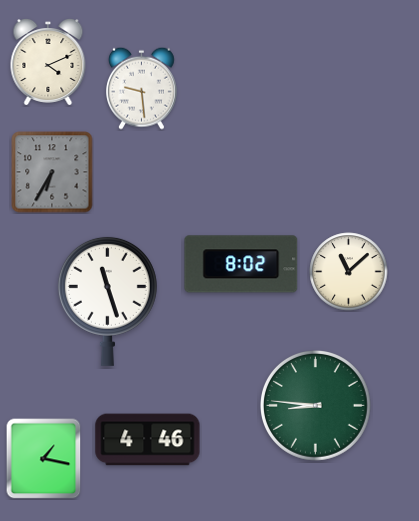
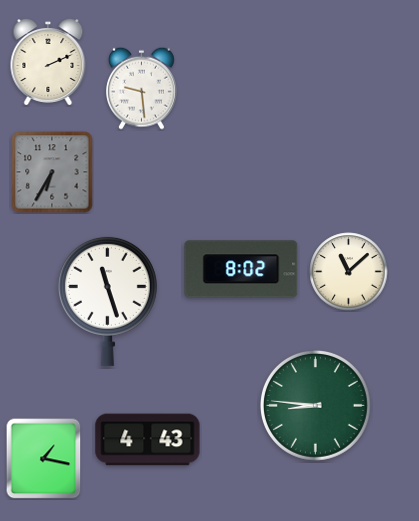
clock at (48, 63): 4:11 -> 2:11
clock at (241, 264) position: (241, 264) -> (241, 269)
clock at (148, 440): 4:46 -> 4:43
